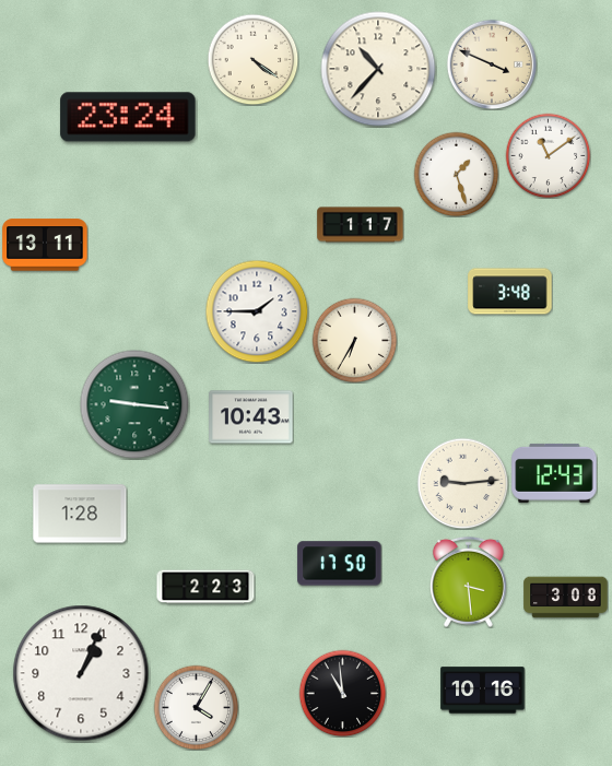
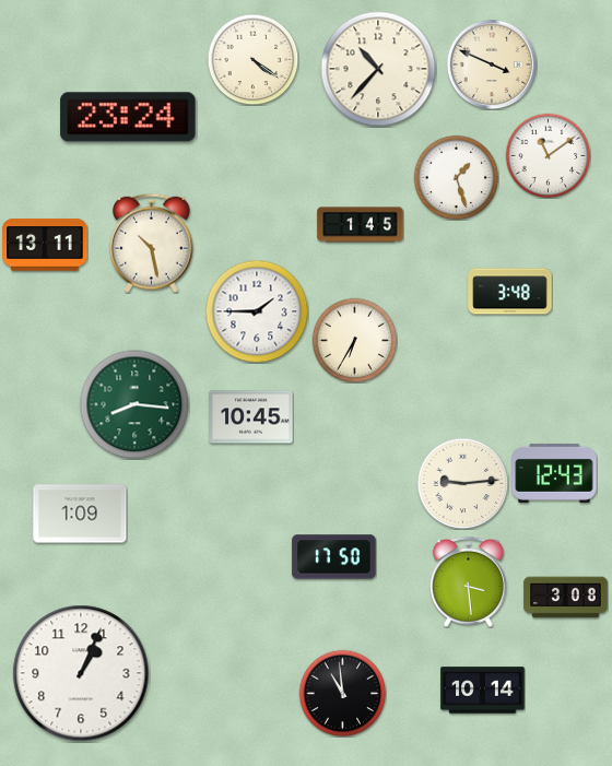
clock at (456, 174) position: (456, 174) -> (456, 177)
clock at (361, 225): 1:17 -> 1:45
clock at (152, 243): none -> 10:28
clock at (134, 404): 9:16 -> 8:16
clock at (251, 417): 10:43 -> 10:45
clock at (80, 514): 1:28 -> 1:09
clock at (340, 564) position: (340, 564) -> (334, 557)
clock at (205, 587): 2:23 -> none
clock at (483, 691): 10:16 -> 10:14
clock at (196, 707): 4:05 -> none
